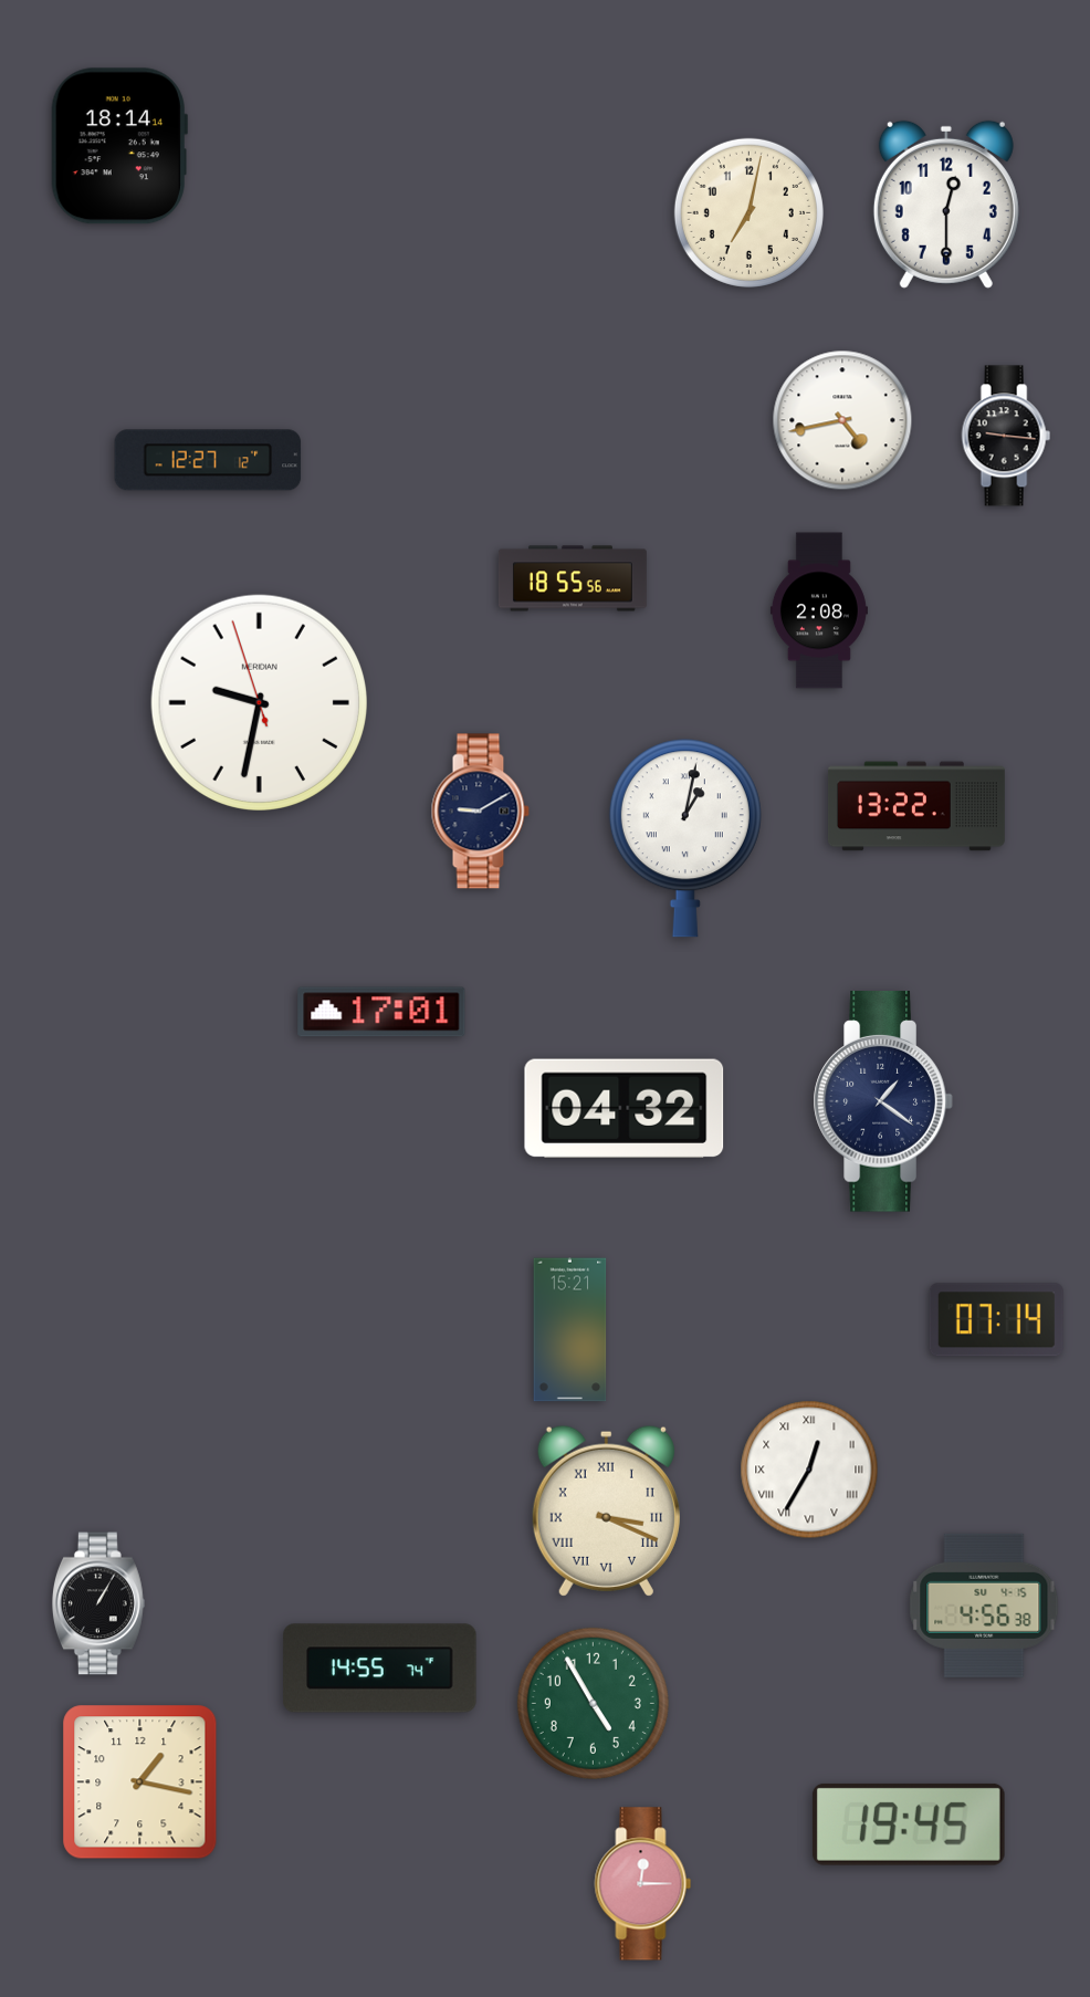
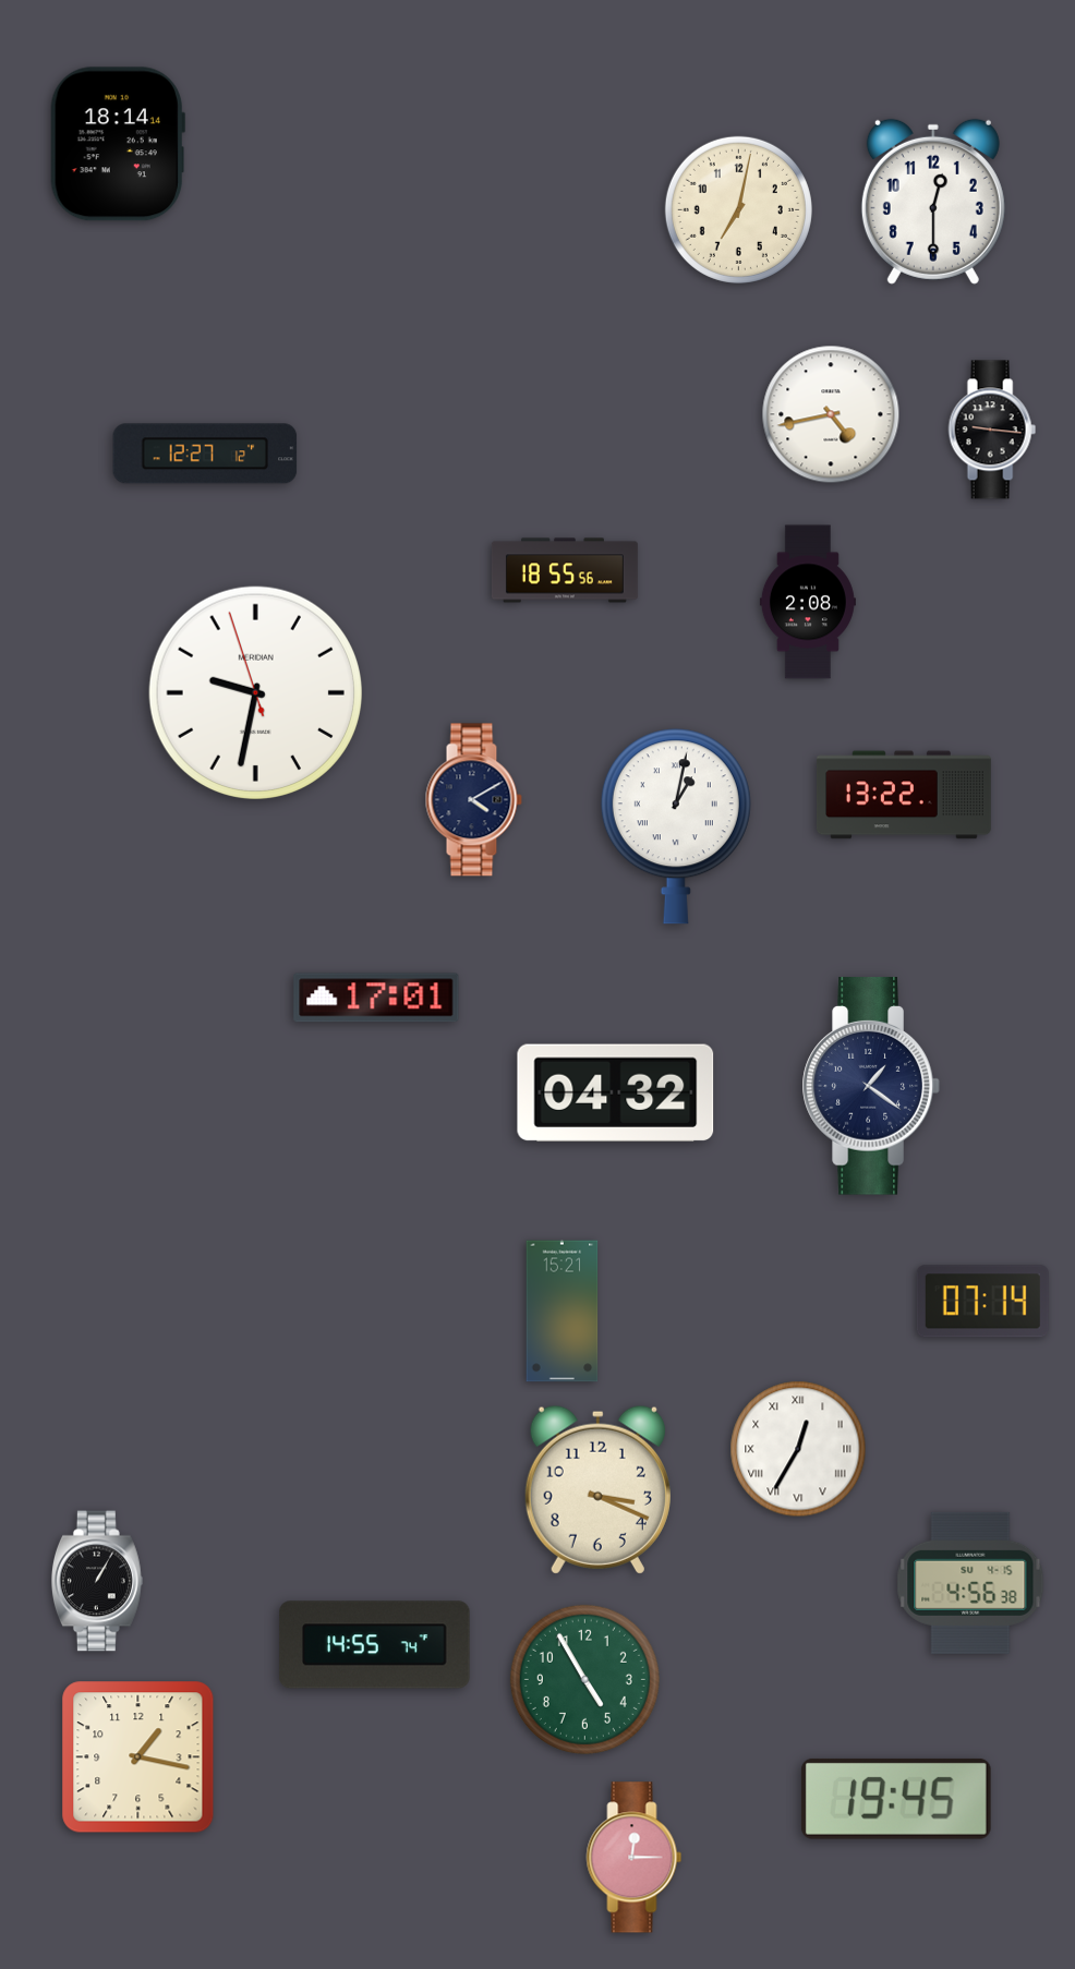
clock at (480, 812): 9:10 -> 4:10
clock at (606, 1510) numerals: Roman -> Arabic
